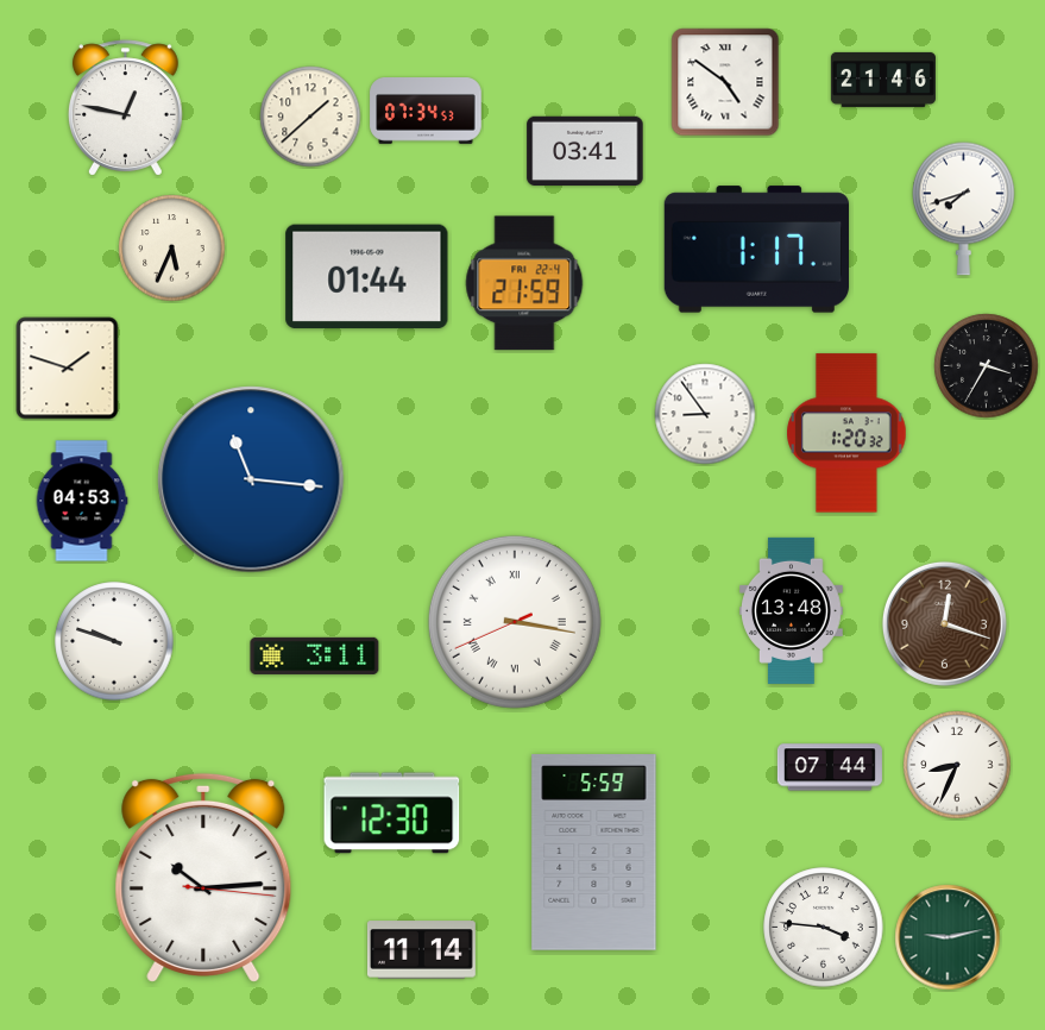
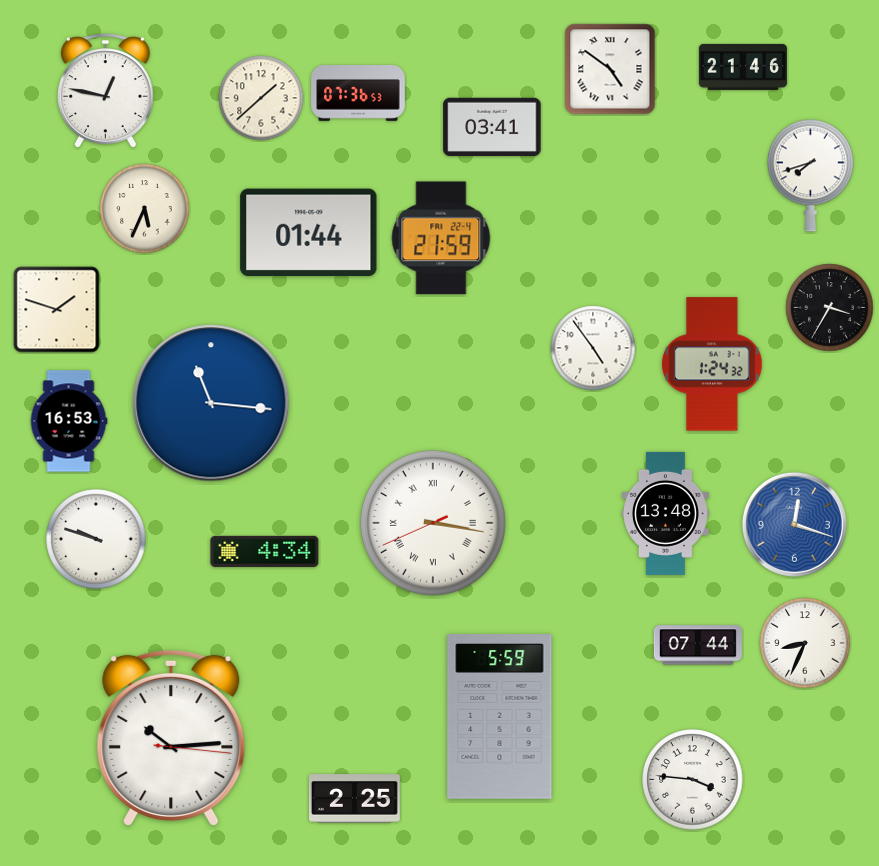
clock at (426, 112): 07:34 -> 07:36
clock at (756, 250): 1:17 -> none
clock at (705, 414): 8:54 -> 4:54
clock at (846, 433): 1:20 -> 1:24
clock at (82, 501): 04:53 -> 16:53
clock at (944, 623) dial: brown -> blue
clock at (315, 655): 3:11 -> 4:34
clock at (392, 814): 12:30 -> none
clock at (948, 937): 9:13 -> none
clock at (421, 950): 11:14 -> 2:25
